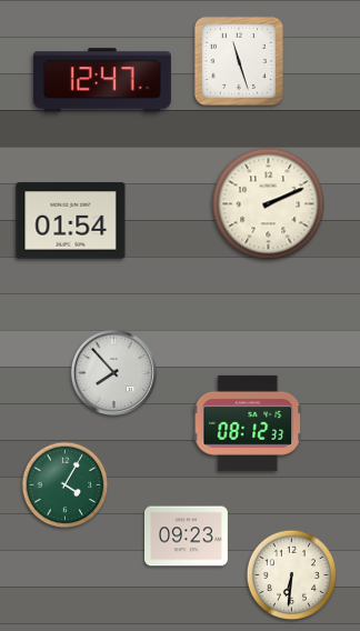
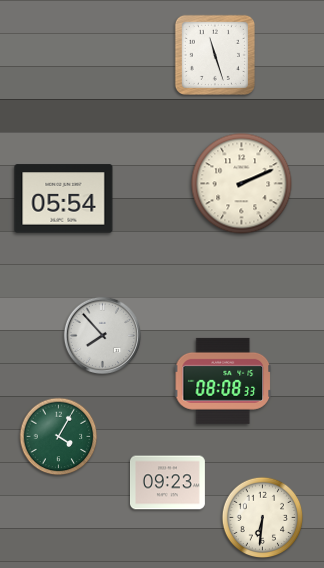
clock at (102, 80): 12:47 -> none
clock at (71, 221): 01:54 -> 05:54
clock at (247, 423): 08:12 -> 08:08
